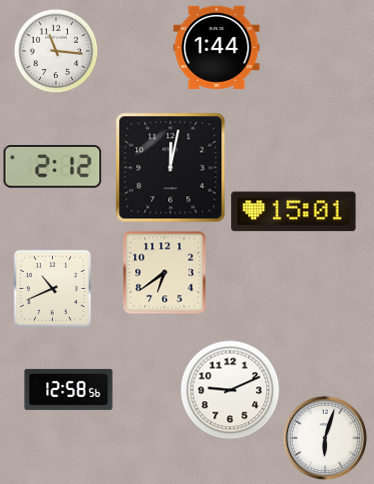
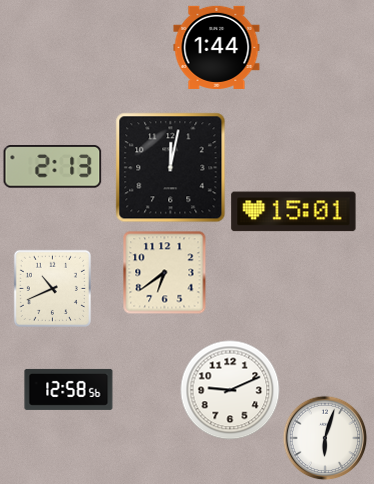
clock at (56, 51): 11:16 -> none
clock at (53, 167): 2:12 -> 2:13
